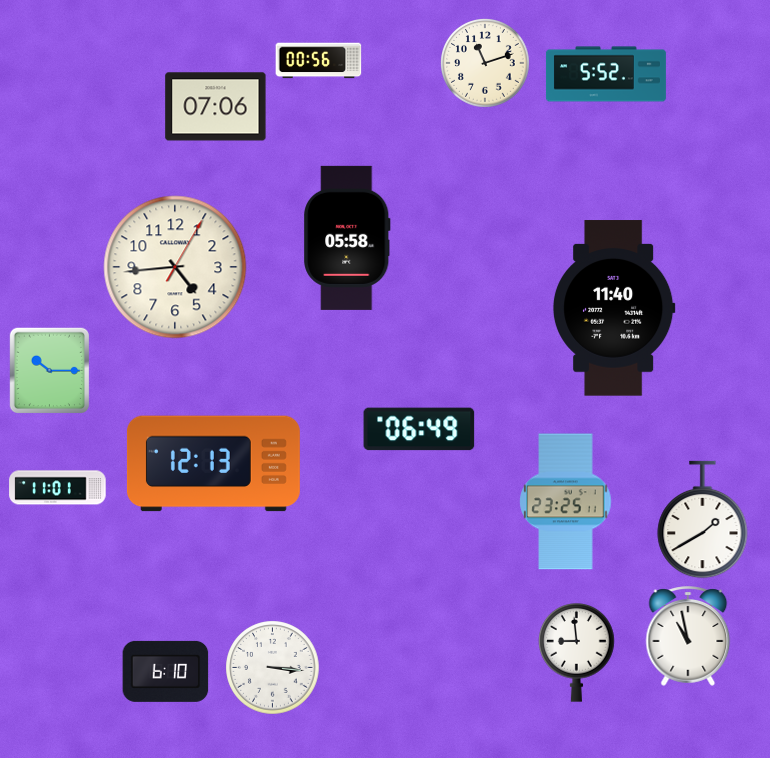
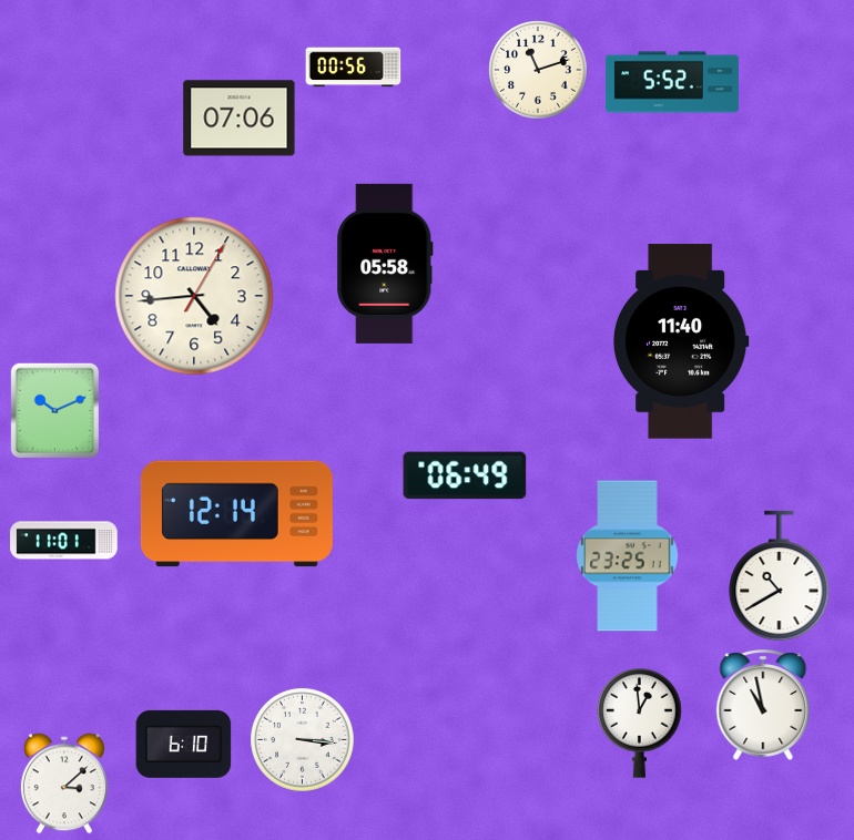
clock at (49, 371): 10:15 -> 10:11
clock at (213, 464): 12:13 -> 12:14
clock at (703, 520): 1:40 -> 10:40
clock at (577, 653): 8:59 -> 12:59
clock at (64, 783): none -> 3:08
